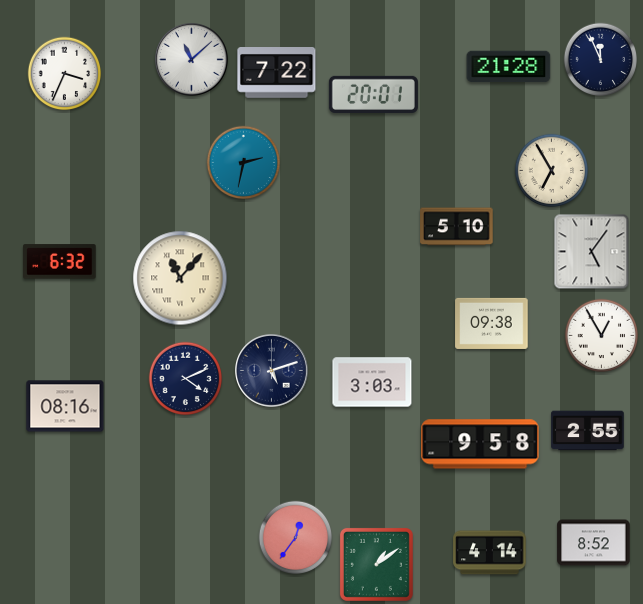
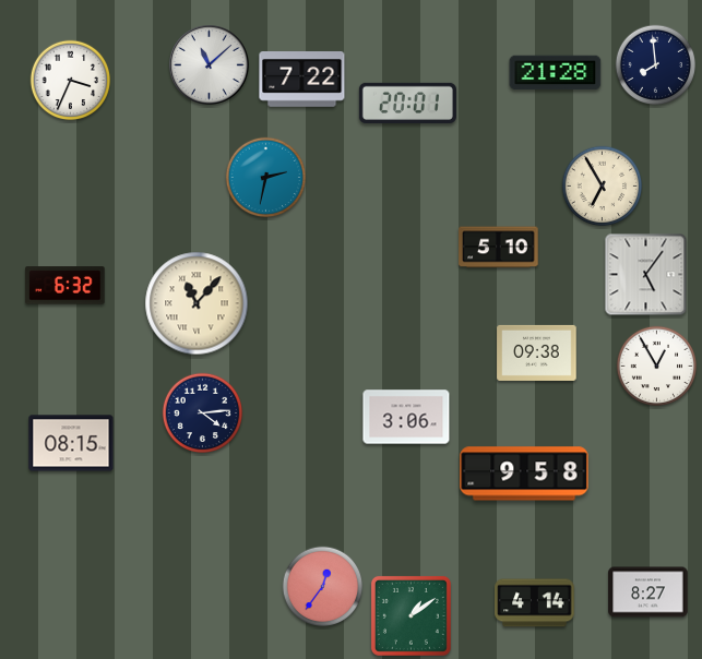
clock at (601, 60): 11:56 -> 7:59
clock at (272, 371): 5:12 -> none
clock at (186, 379): 4:11 -> 4:14
clock at (372, 382): 3:03 -> 3:06
clock at (65, 406): 08:16 -> 08:15
clock at (588, 431): 2:55 -> none
clock at (480, 444) position: (480, 444) -> (524, 474)
clock at (594, 543): 8:52 -> 8:27
